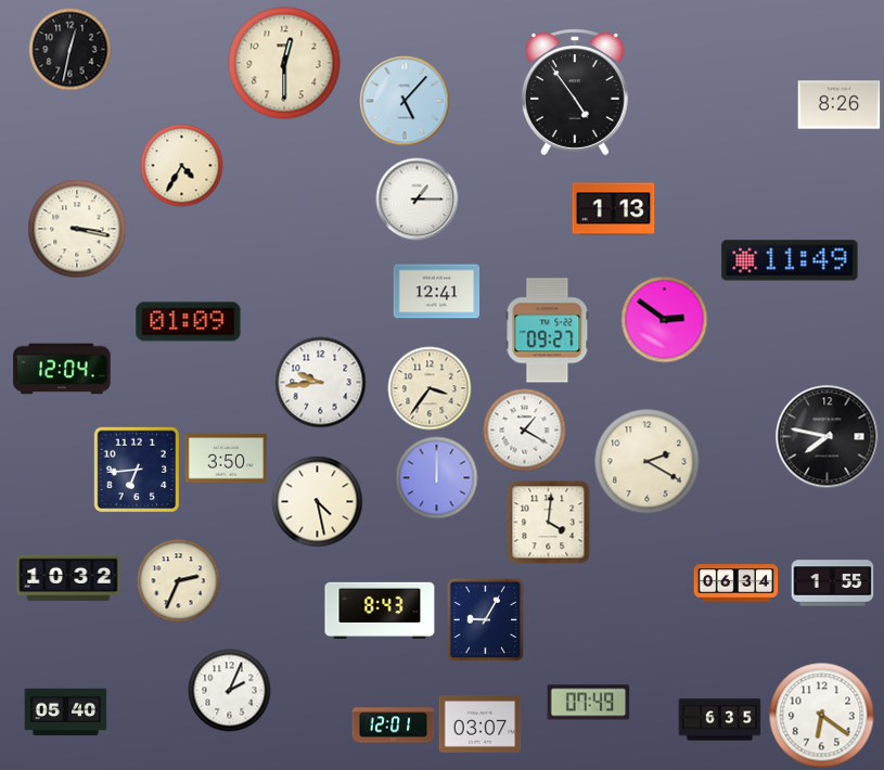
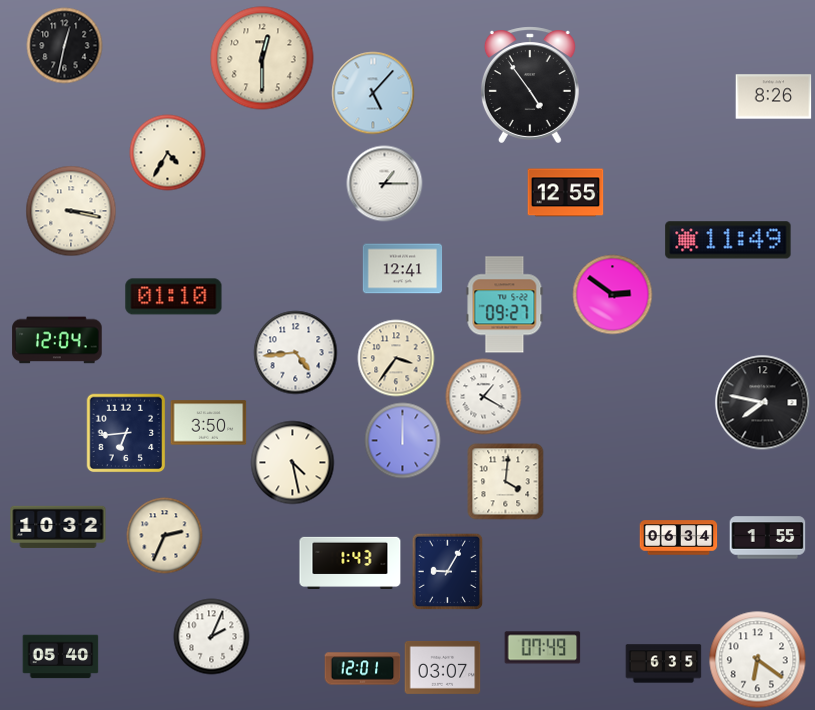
clock at (614, 209): 1:13 -> 12:55
clock at (189, 322): 01:09 -> 01:10
clock at (321, 383): 9:44 -> 4:44
clock at (648, 462): 2:20 -> none
clock at (68, 578) position: (68, 578) -> (58, 527)
clock at (380, 609): 8:43 -> 1:43
